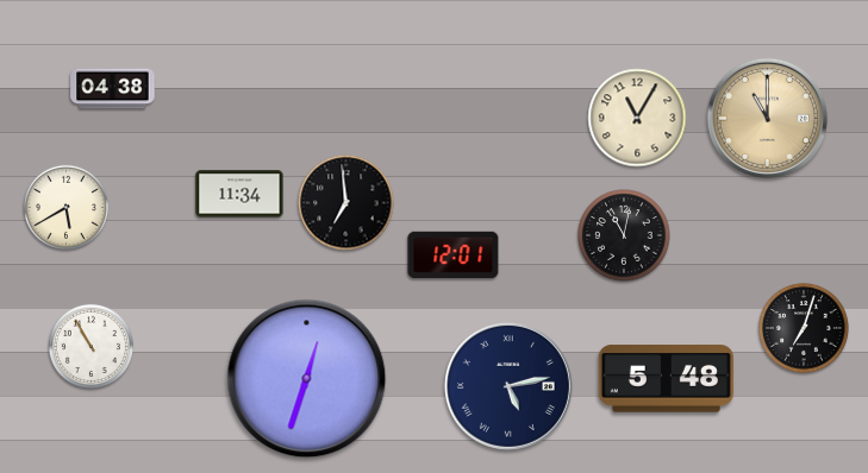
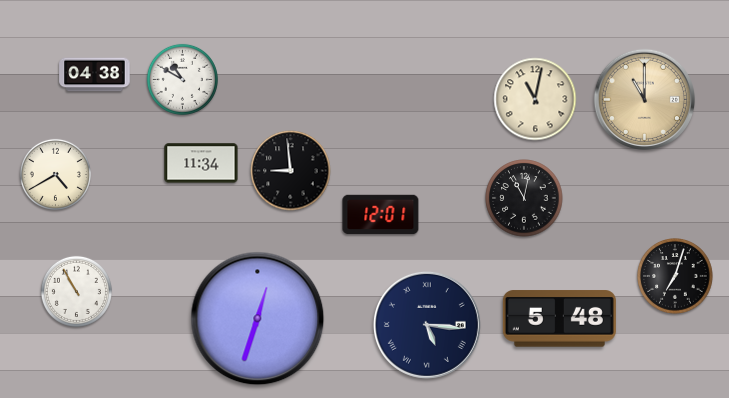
clock at (182, 79): none -> 10:50
clock at (637, 118): 11:05 -> 11:02
clock at (346, 203): 6:59 -> 8:59
clock at (65, 207): 5:40 -> 4:40
clock at (508, 386): 5:13 -> 5:16
